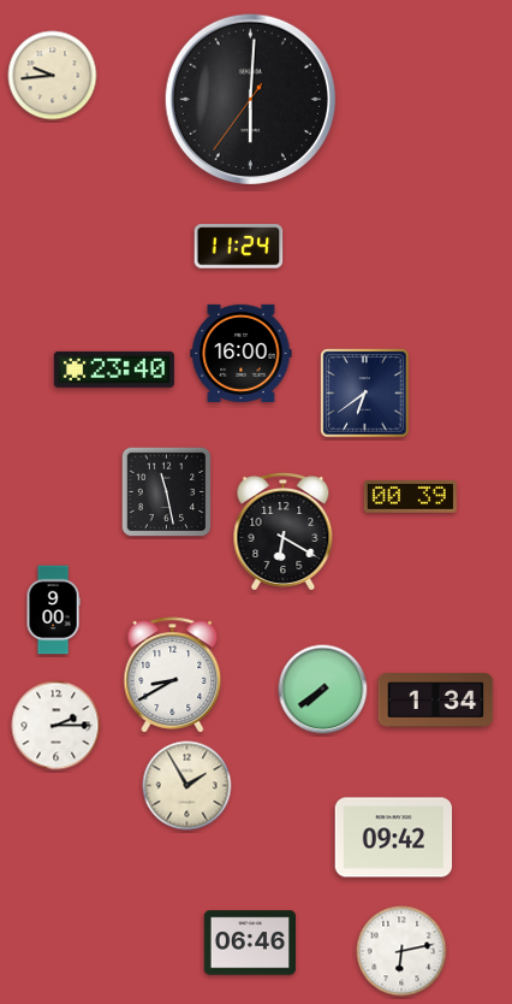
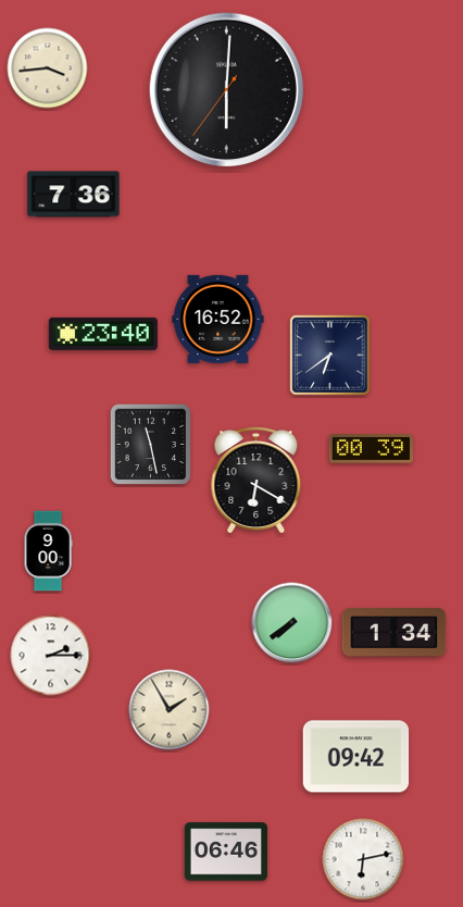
clock at (53, 76): 9:44 -> 3:44
clock at (74, 195): none -> 7:36
clock at (239, 247): 11:24 -> none
clock at (242, 353): 16:00 -> 16:52
clock at (173, 675): 8:40 -> none
